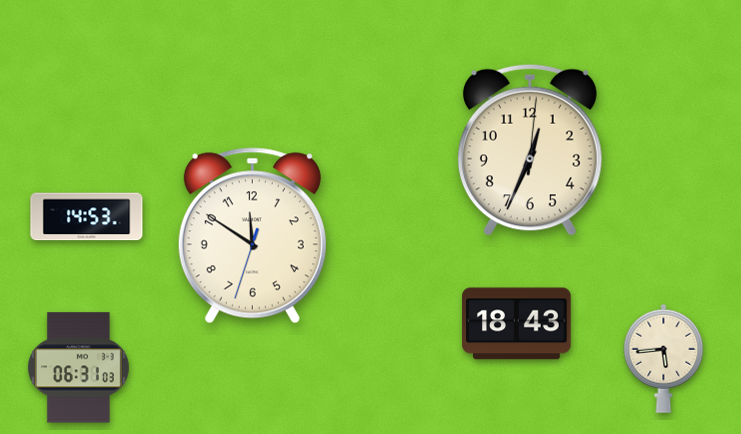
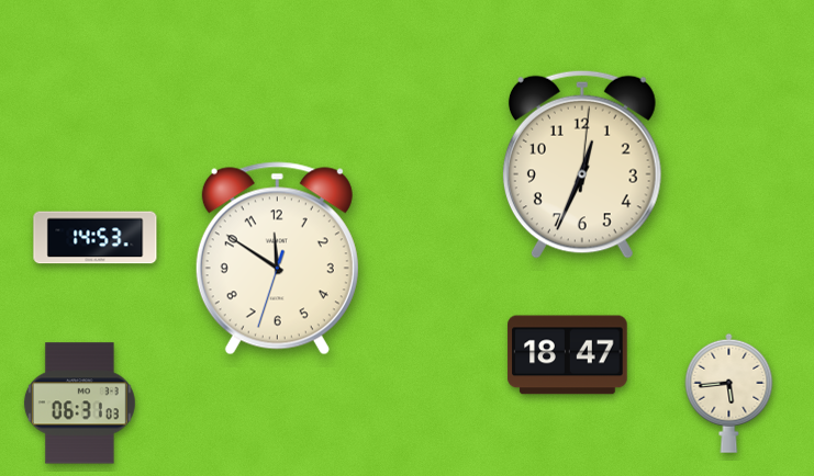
clock at (517, 324): 18:43 -> 18:47
clock at (78, 368) position: (78, 368) -> (79, 404)
